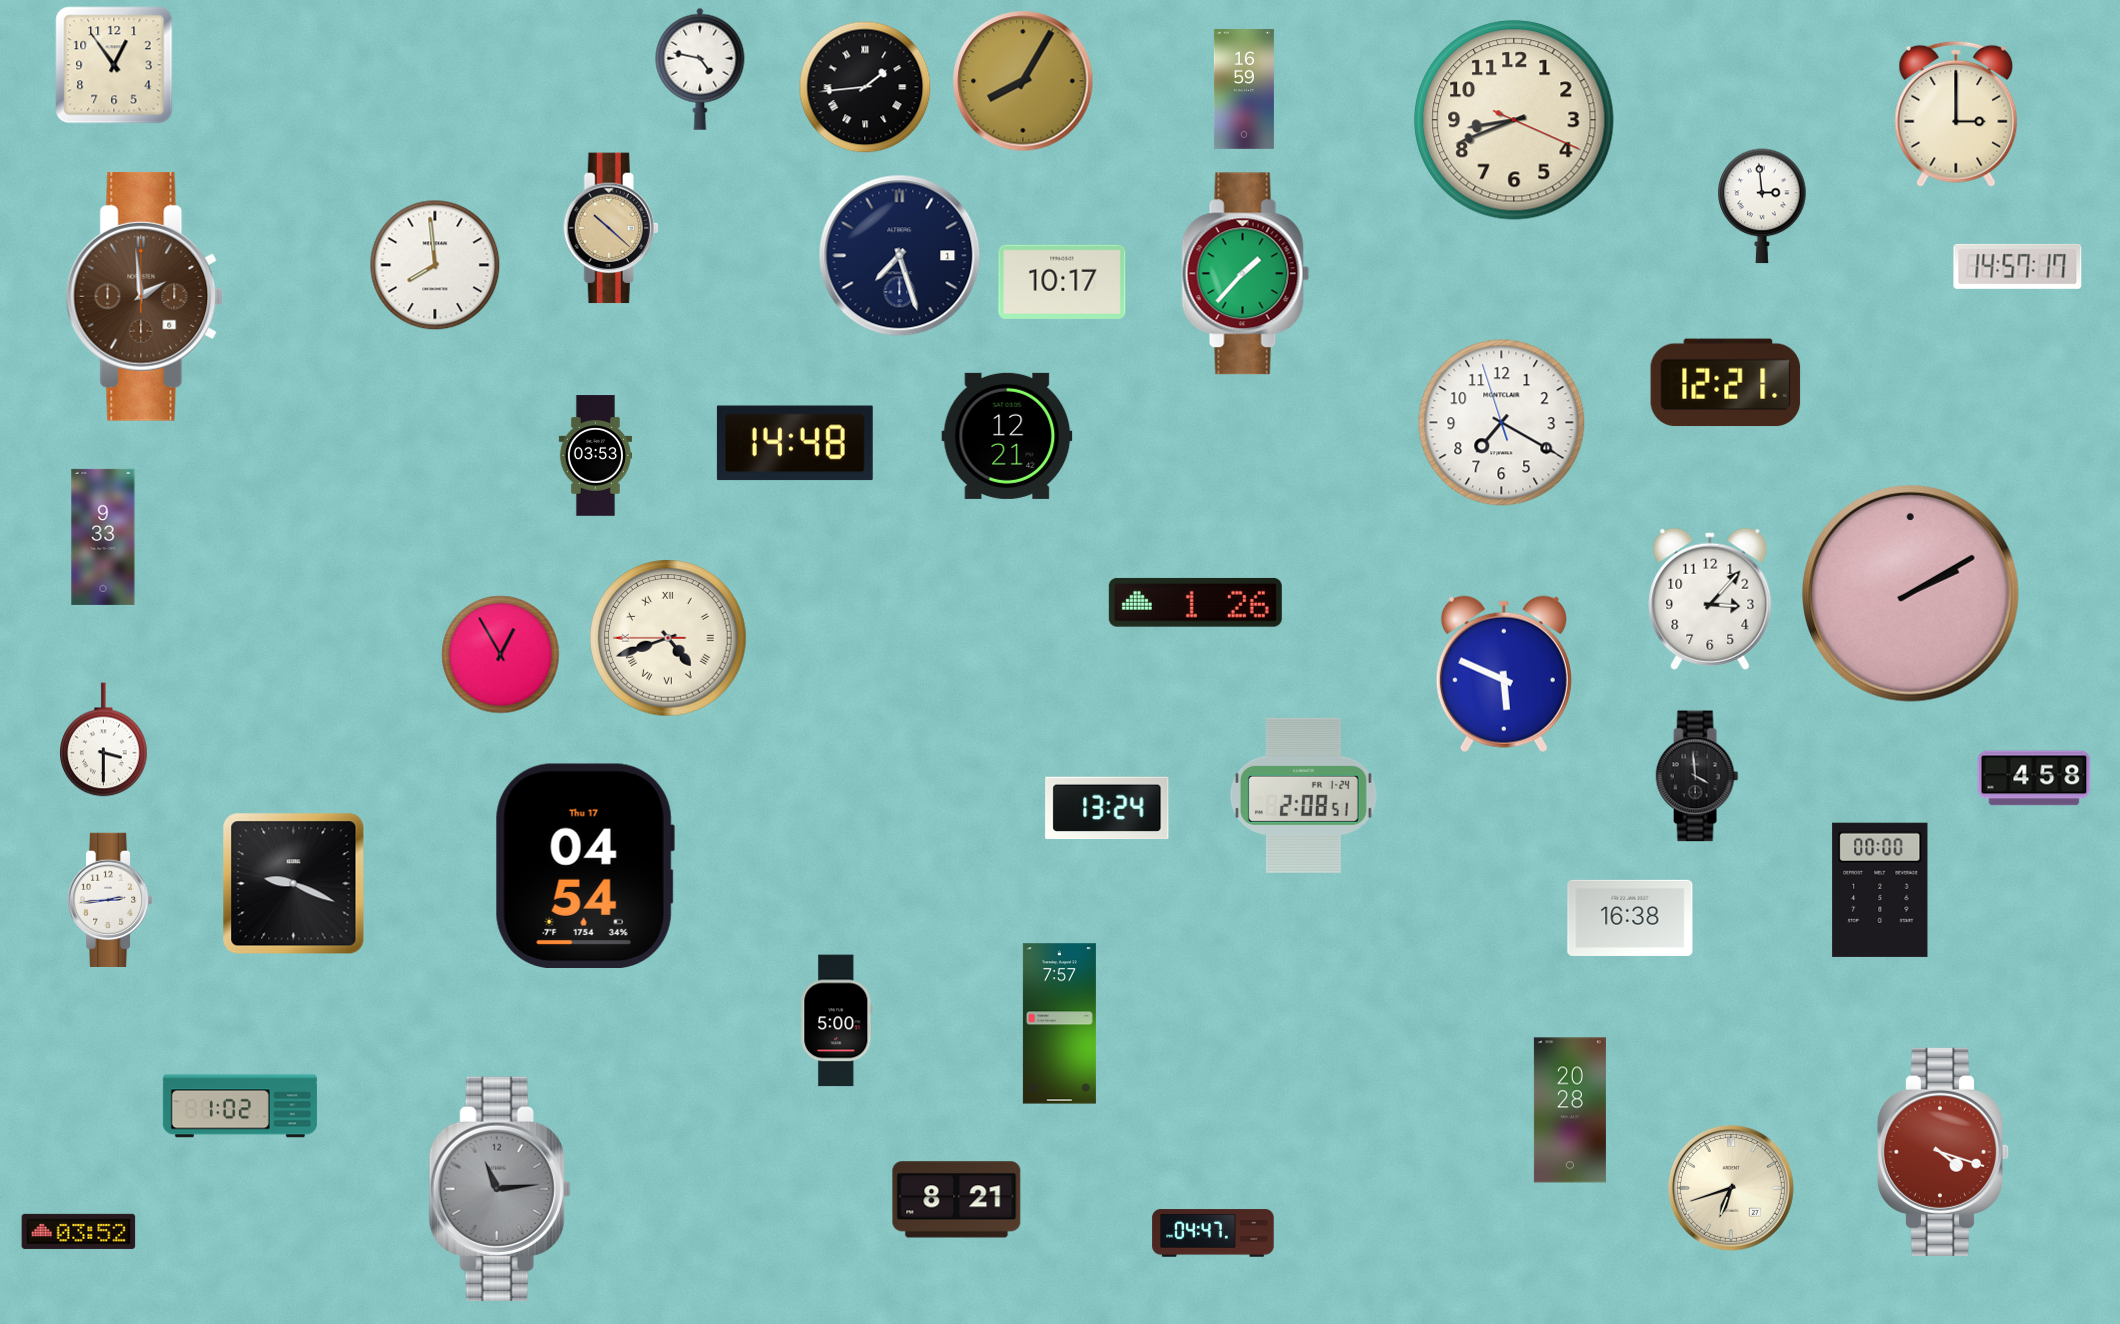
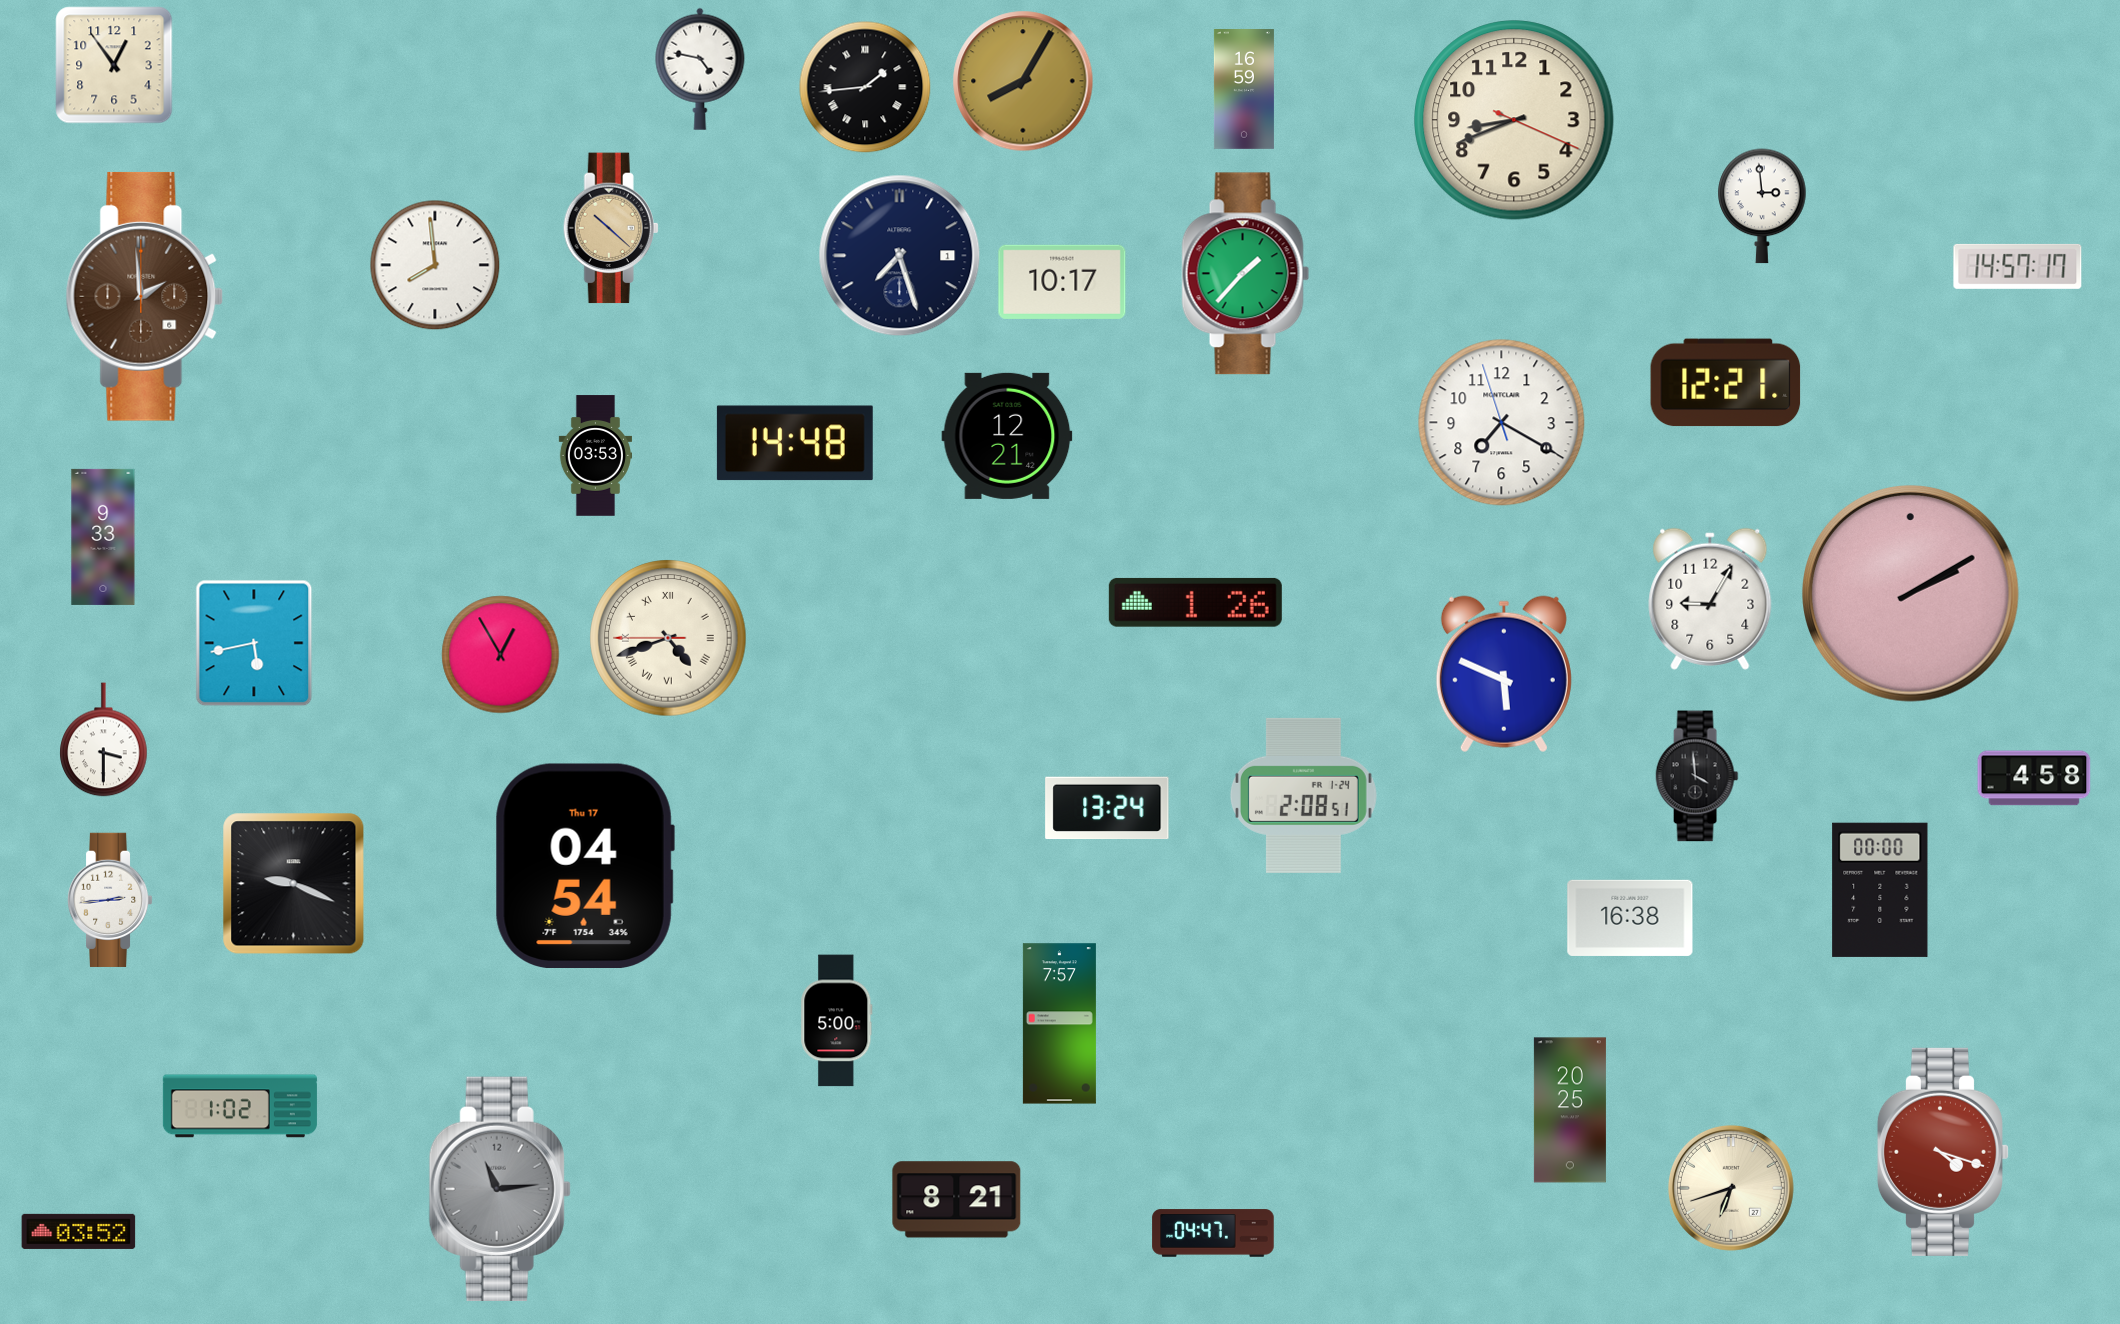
clock at (1956, 114): 3:00 -> none
clock at (1710, 599): 3:07 -> 9:05
clock at (254, 643): none -> 5:43
clock at (1570, 1110): 20:28 -> 20:25
